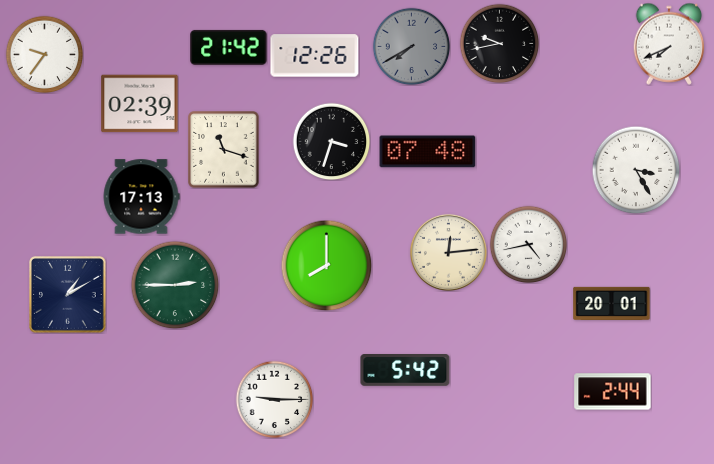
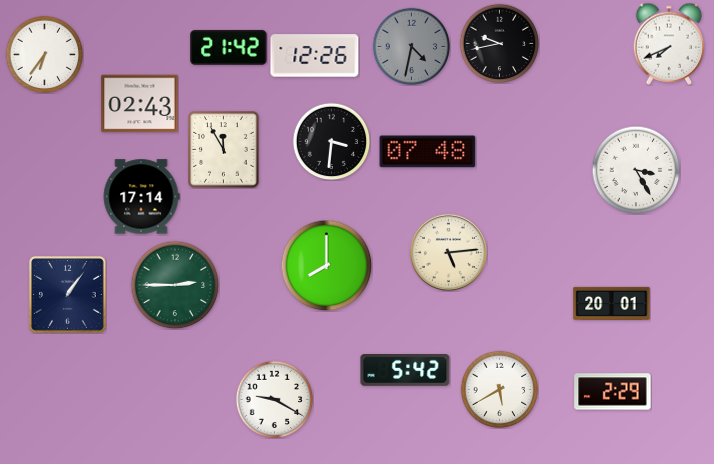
clock at (411, 46): 7:40 -> 4:32
clock at (44, 54): 9:36 -> 6:36
clock at (140, 104): 02:39 -> 02:43
clock at (331, 141): 3:33 -> 3:31
clock at (224, 150): 11:18 -> 11:55
clock at (141, 197): 17:13 -> 17:14
clock at (528, 244): 4:43 -> none
clock at (448, 252): 12:14 -> 5:14
clock at (68, 295): 1:10 -> 1:06
clock at (499, 389): none -> 5:40
clock at (613, 392): 2:44 -> 2:29
clock at (274, 399): 9:15 -> 9:20
